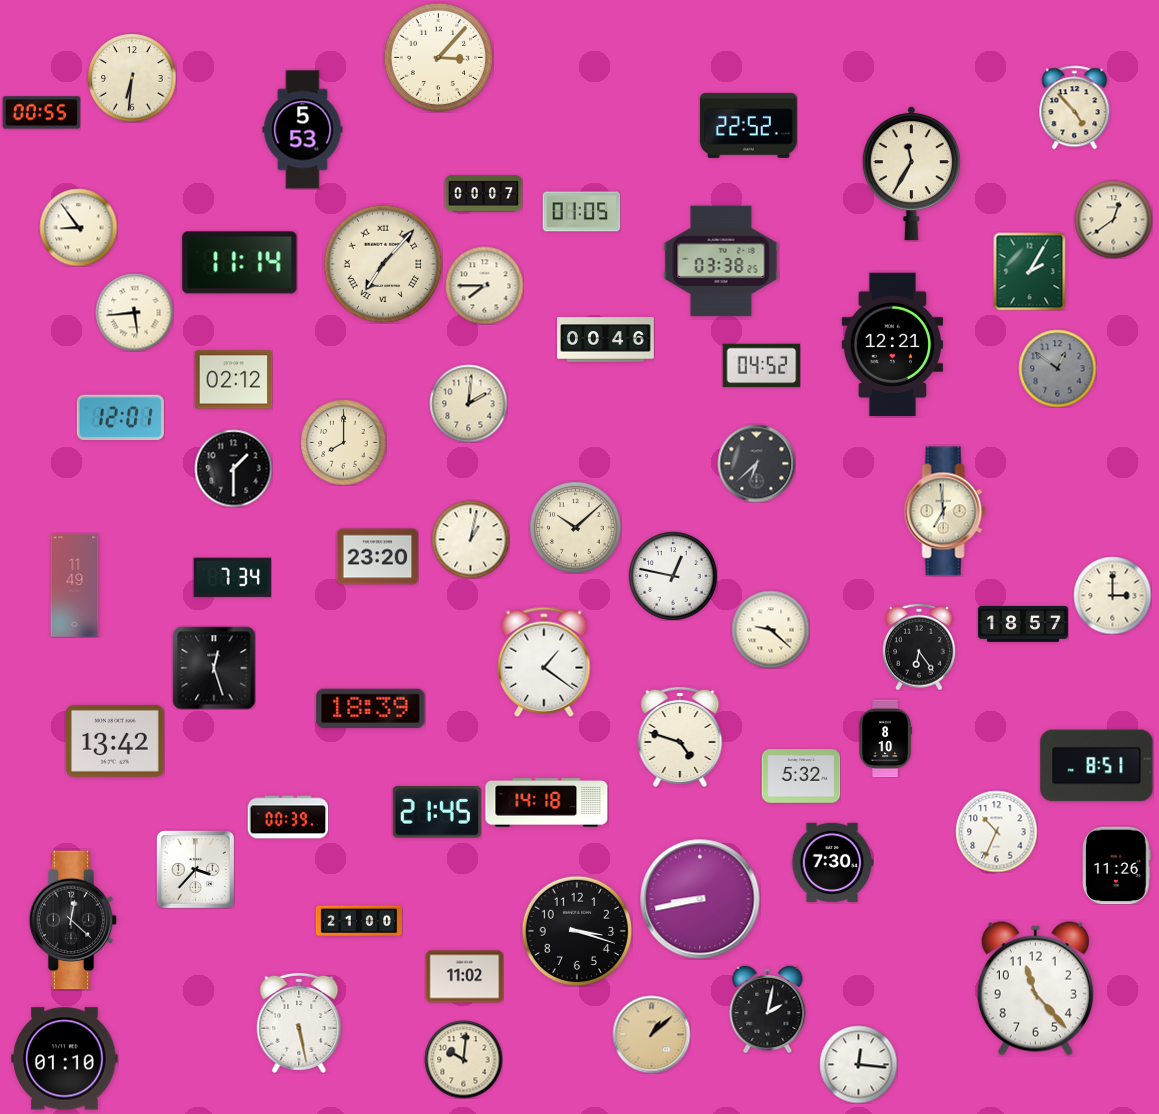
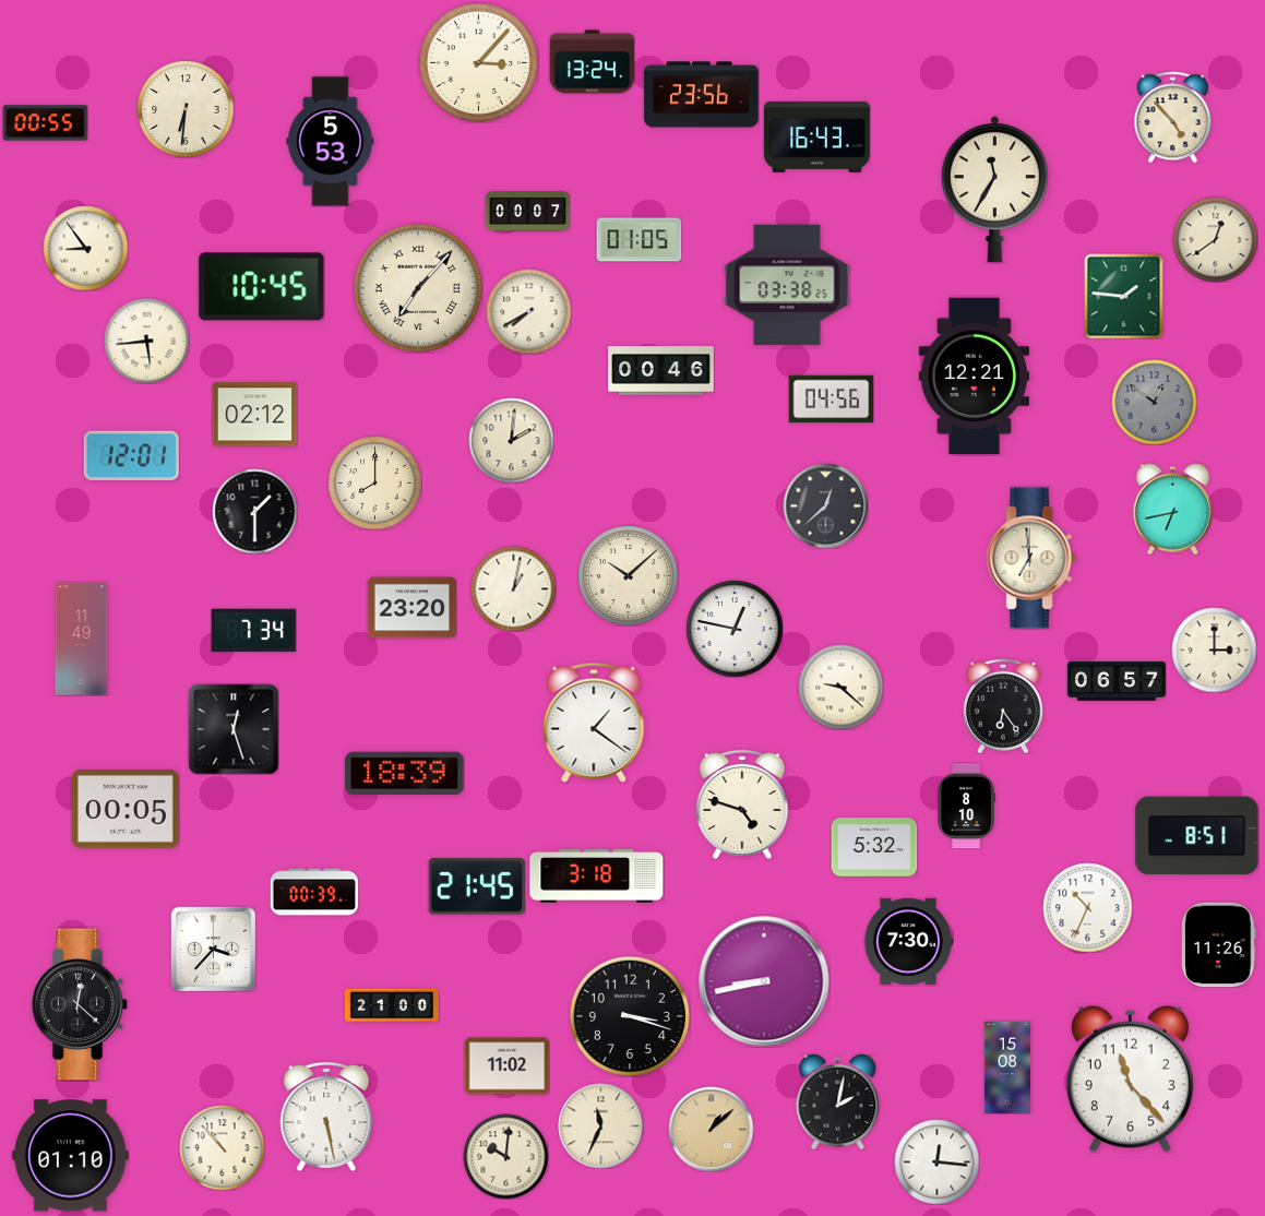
clock at (592, 62): none -> 13:24
clock at (132, 78) position: (132, 78) -> (186, 109)
clock at (702, 95): none -> 23:56
clock at (749, 125): 22:52 -> 16:43
clock at (581, 212) position: (581, 212) -> (639, 240)
clock at (240, 263): 11:14 -> 10:45
clock at (1030, 271): 2:05 -> 1:46
clock at (484, 285): 7:45 -> 7:40
clock at (761, 366): 04:52 -> 04:56
clock at (756, 463): 6:38 -> 12:38
clock at (1172, 509): none -> 6:43
clock at (1023, 624): 18:57 -> 06:57
clock at (115, 741): 13:42 -> 00:05
clock at (547, 803): 14:18 -> 3:18
clock at (1007, 1068): none -> 15:08
clock at (600, 1125): none -> 11:34
clock at (222, 1147): none -> 10:53
